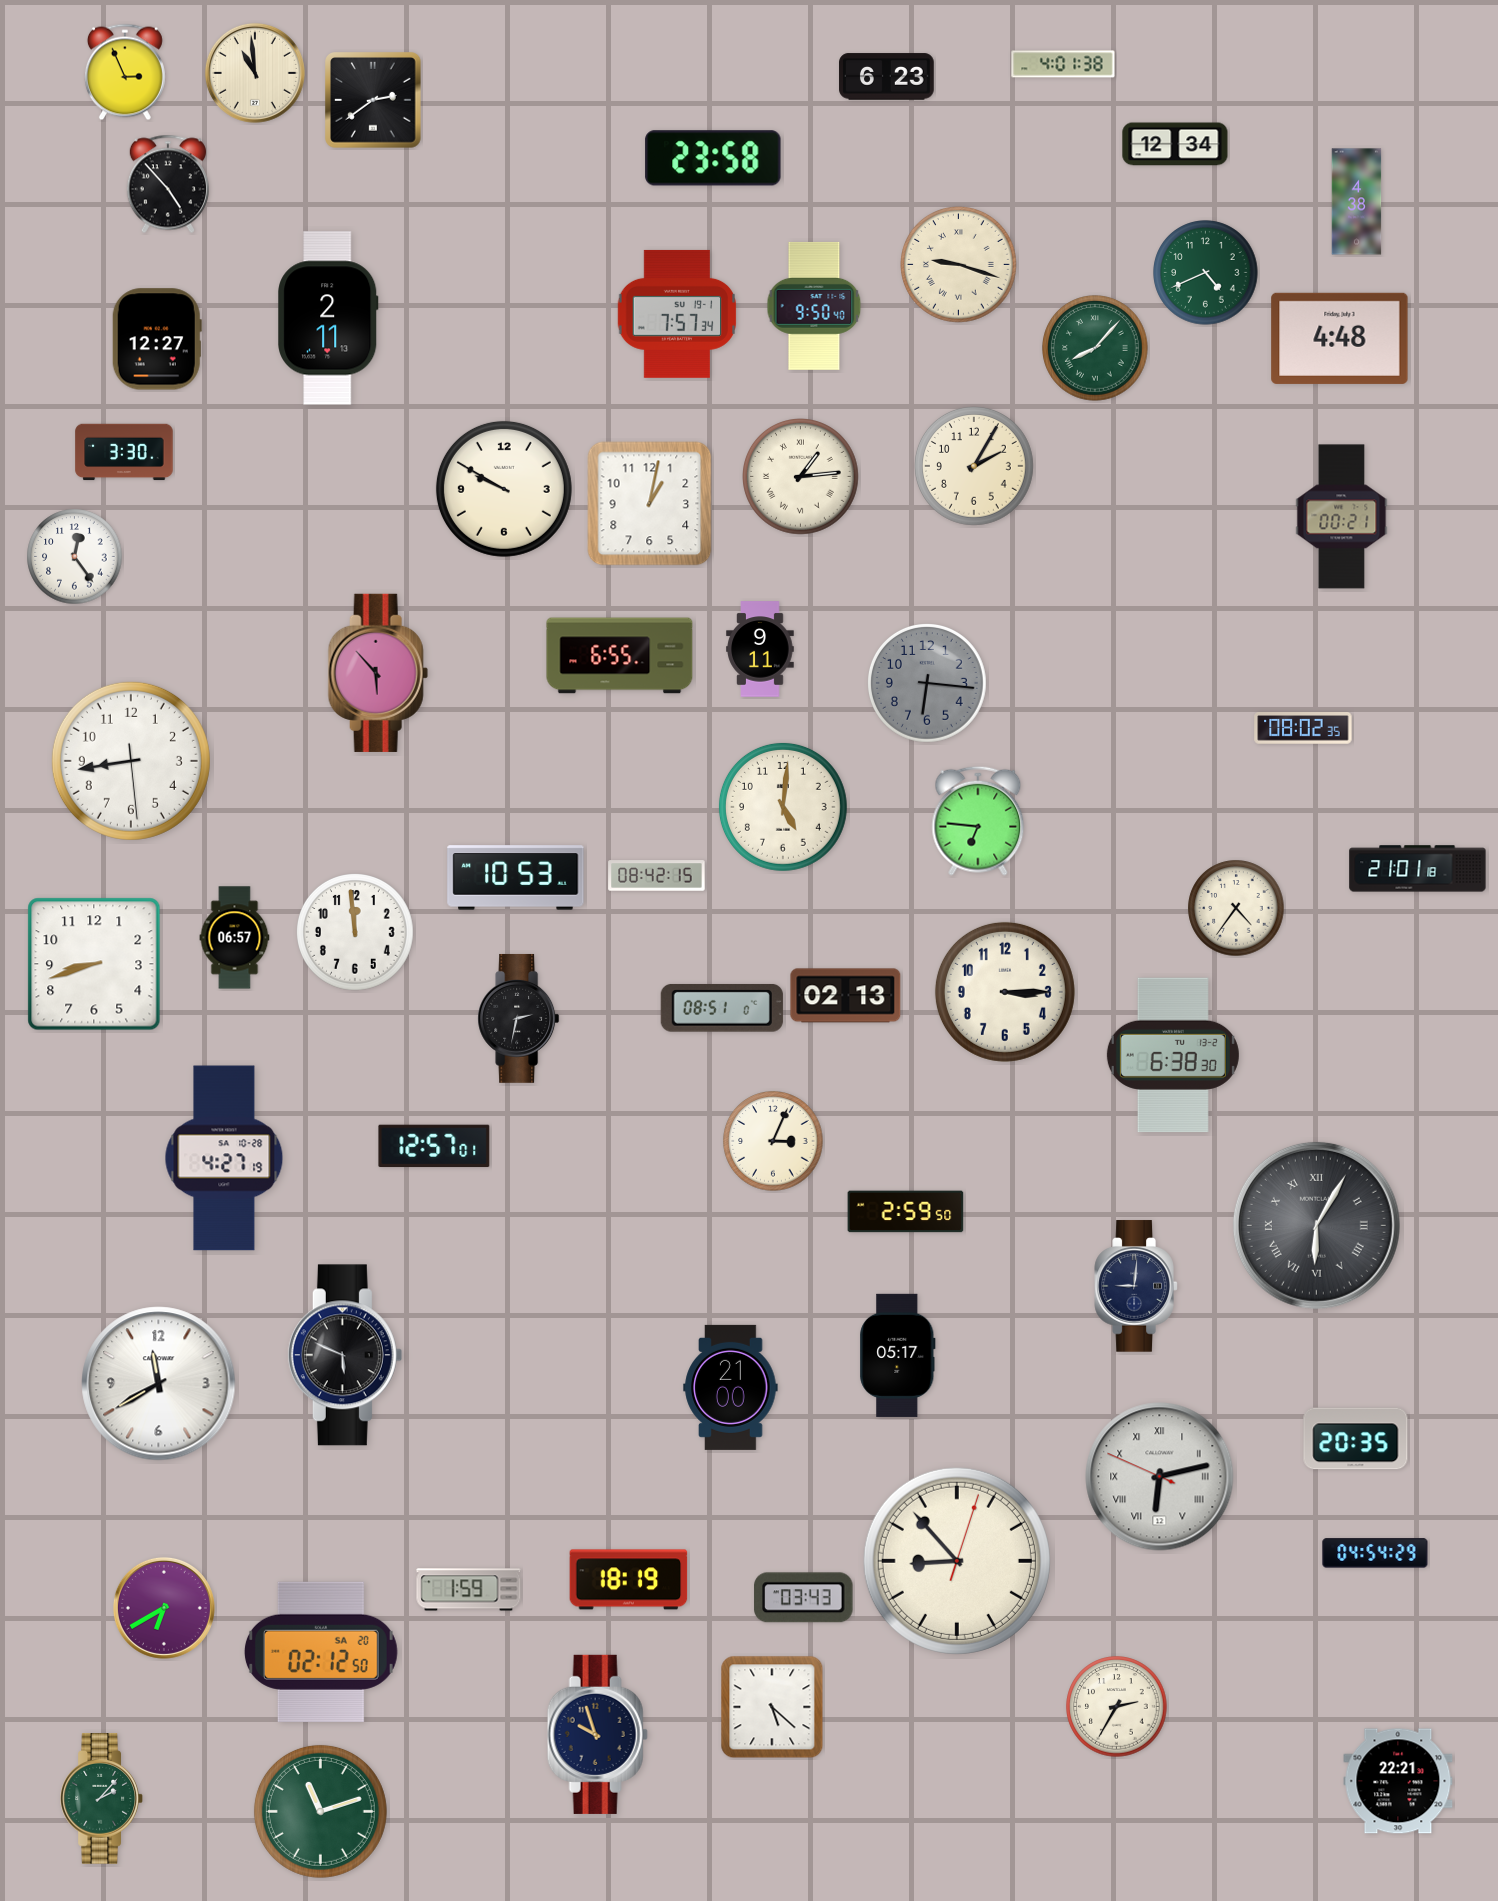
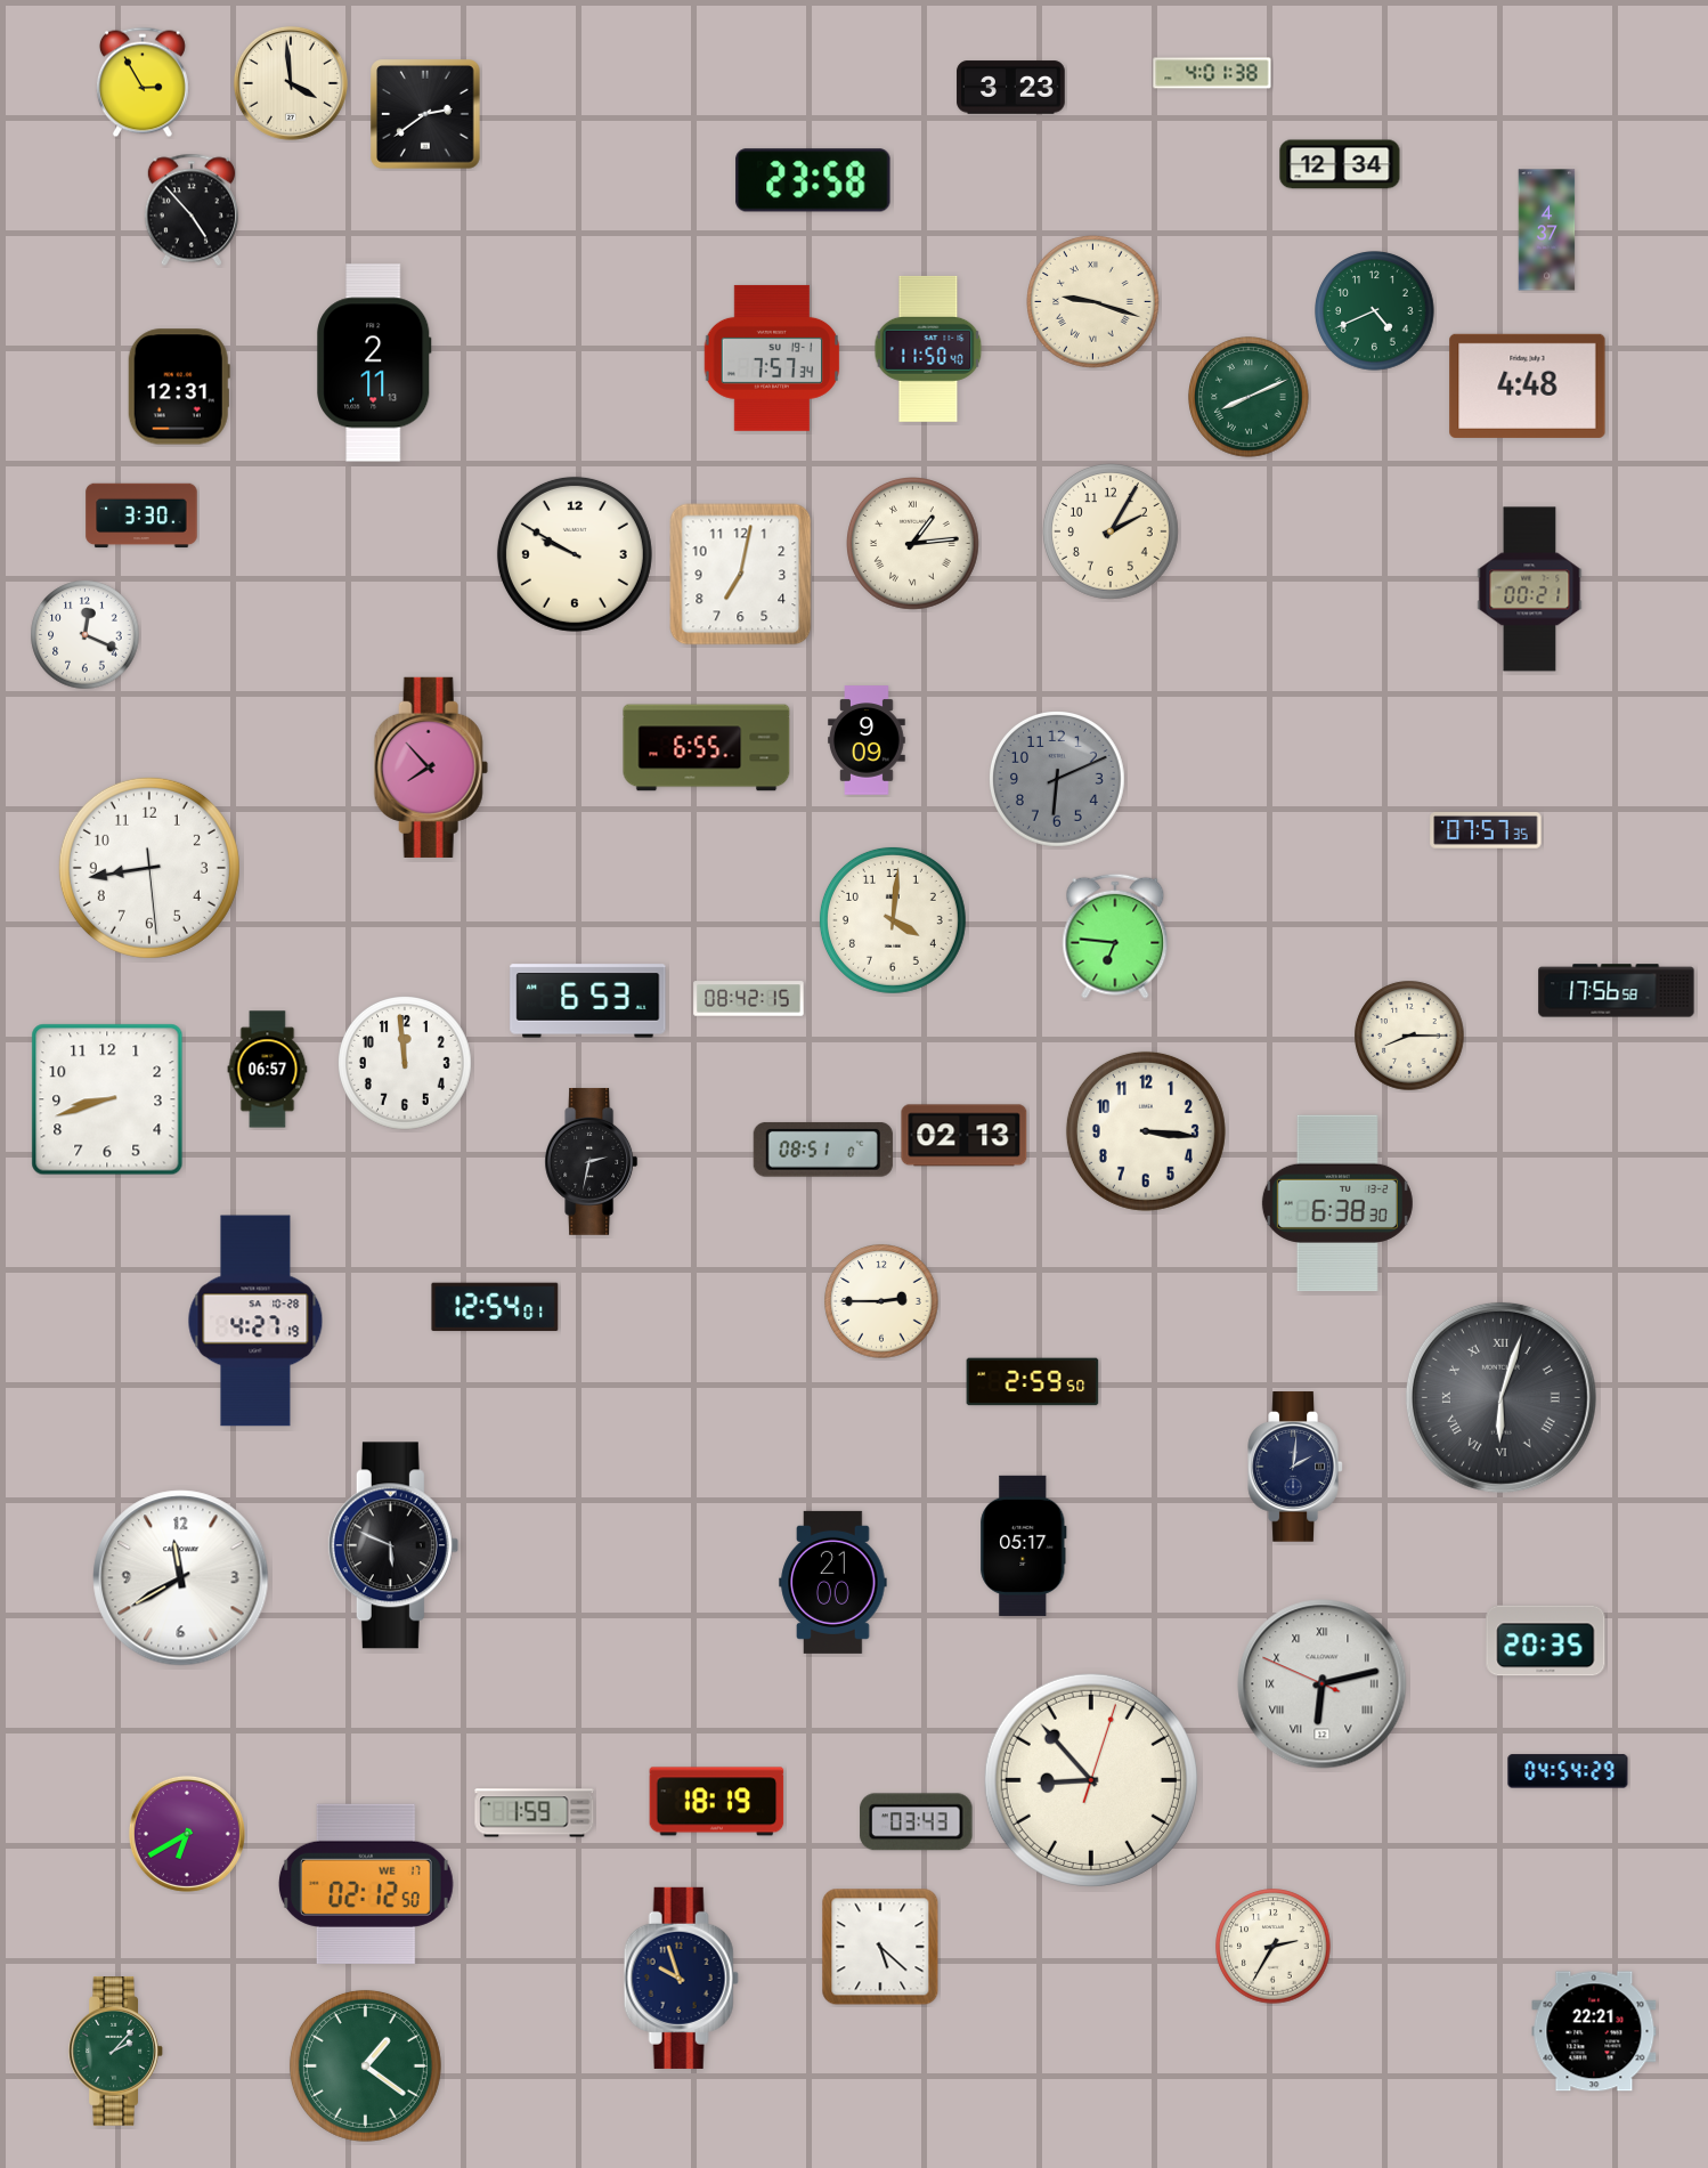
clock at (125, 72): 2:56 -> 2:55
clock at (255, 73): 10:59 -> 3:59
clock at (887, 77): 6:23 -> 3:23
clock at (1357, 202): 4:38 -> 4:37
clock at (814, 306): 9:50 -> 11:50
clock at (157, 339): 12:27 -> 12:31
clock at (1095, 348): 8:07 -> 8:11
clock at (504, 489) position: (504, 489) -> (575, 554)
clock at (650, 504): 1:02 -> 7:02
clock at (75, 557): 12:24 -> 12:19
clock at (760, 649): 9:11 -> 9:09
clock at (378, 673): 5:53 -> 7:53
clock at (928, 684): 6:16 -> 6:11
clock at (1303, 728): 08:02 -> 07:57
clock at (783, 807): 5:01 -> 4:01
clock at (1418, 869): 21:01 -> 17:56
clock at (516, 878): 10:53 -> 6:53
clock at (1236, 908): 4:36 -> 8:15
clock at (1005, 992): 3:15 -> 3:16
clock at (773, 1141): 3:04 -> 2:45
clock at (434, 1146): 12:57 -> 12:54
clock at (1316, 1225): 6:05 -> 6:03
clock at (1136, 1286): 9:01 -> 2:01
clock at (321, 1652) date: SA 20 -> WE 17
clock at (320, 1811): 11:12 -> 1:21
